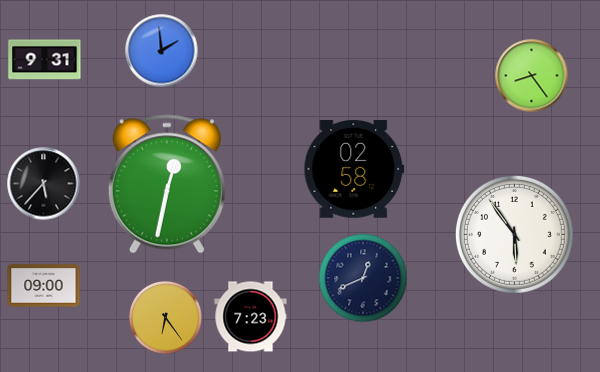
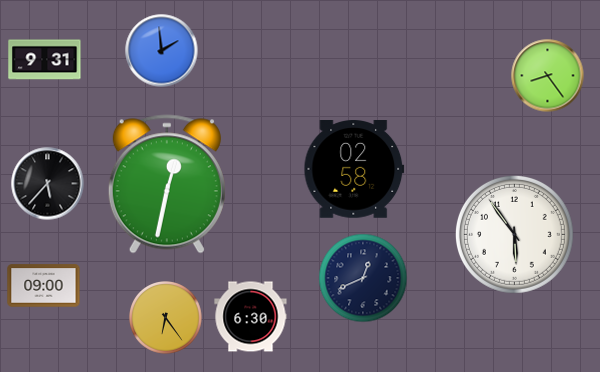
clock at (532, 76) position: (532, 76) -> (548, 76)
clock at (44, 184) position: (44, 184) -> (48, 184)
clock at (251, 317): 7:23 -> 6:30
